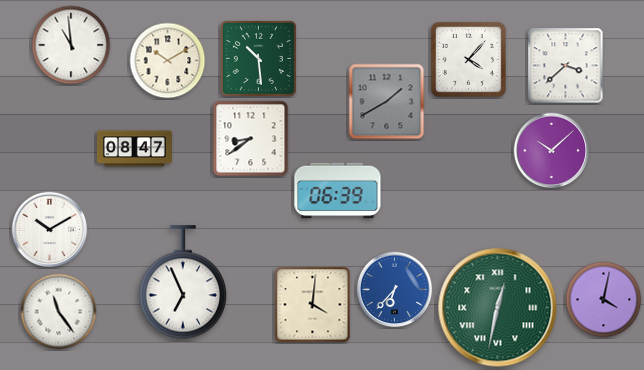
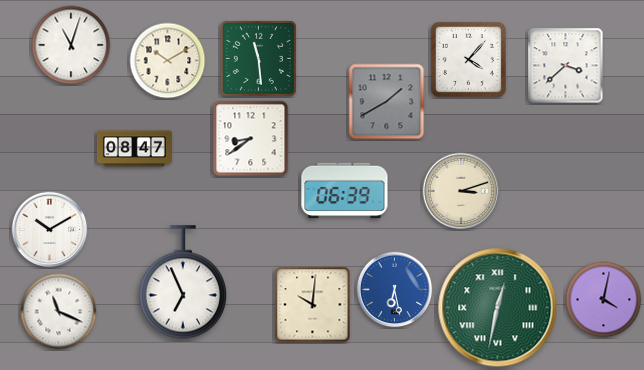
clock at (71, 45): 10:59 -> 11:03
clock at (258, 58): 10:29 -> 11:29
clock at (552, 151): 10:08 -> none
clock at (338, 191) position: (338, 191) -> (345, 191)
clock at (461, 191): none -> 3:12
clock at (395, 290): 6:37 -> 6:28
clock at (313, 305): 4:01 -> 10:01
clock at (59, 312): 11:24 -> 11:19
